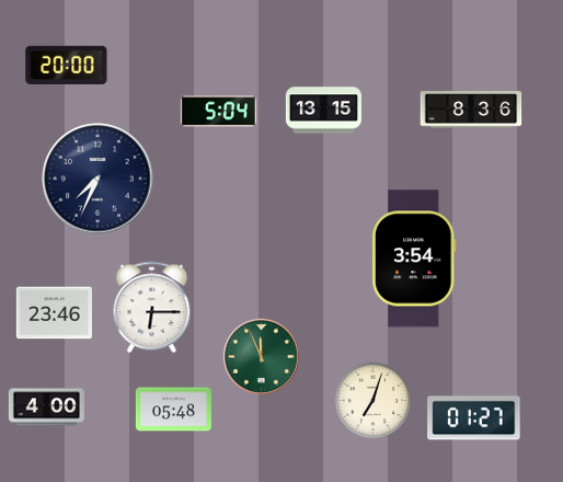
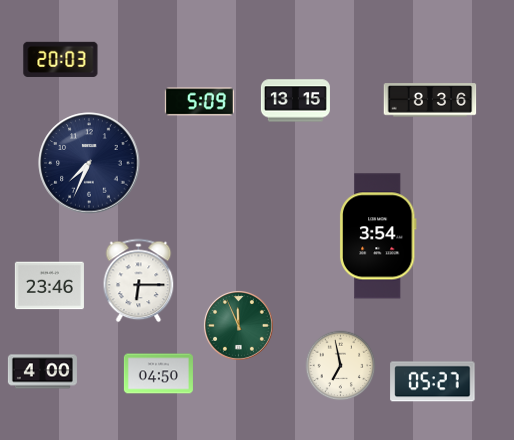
clock at (67, 65): 20:00 -> 20:03
clock at (218, 112): 5:04 -> 5:09
clock at (374, 401): 7:03 -> 6:58
clock at (173, 410): 05:48 -> 04:50
clock at (474, 418): 01:27 -> 05:27
